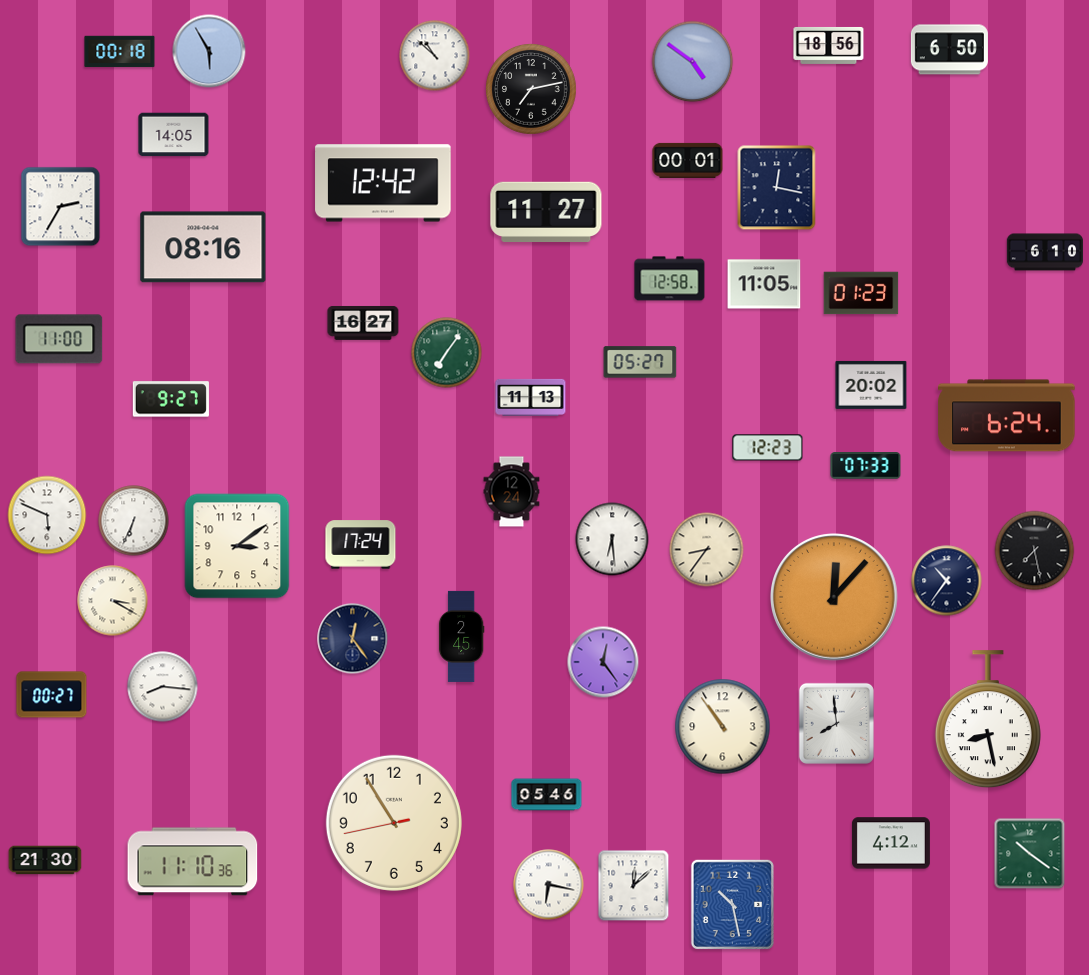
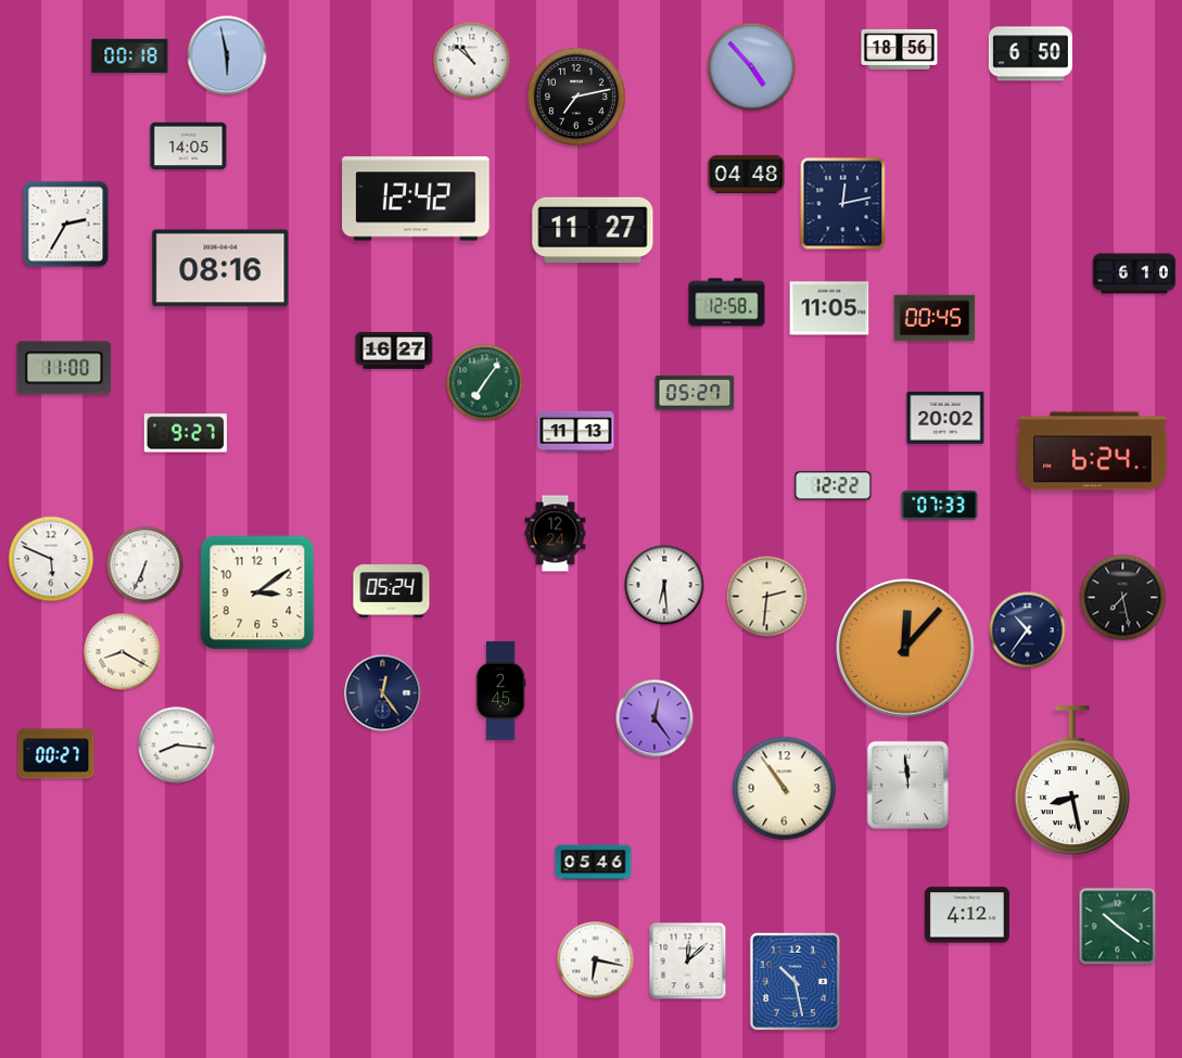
clock at (209, 51): 5:55 -> 5:58
clock at (693, 62): 4:51 -> 4:53
clock at (688, 160): 00:01 -> 04:48
clock at (777, 188): 12:17 -> 12:13
clock at (861, 293): 01:23 -> 00:45
clock at (768, 448): 12:23 -> 12:22
clock at (361, 545): 17:24 -> 05:24
clock at (707, 550): 8:36 -> 2:31
clock at (113, 601): 3:20 -> 8:20
clock at (836, 723): 7:59 -> 11:59
clock at (394, 823): 10:54 -> none
clock at (45, 860): 21:30 -> none
clock at (193, 862): 11:10 -> none
